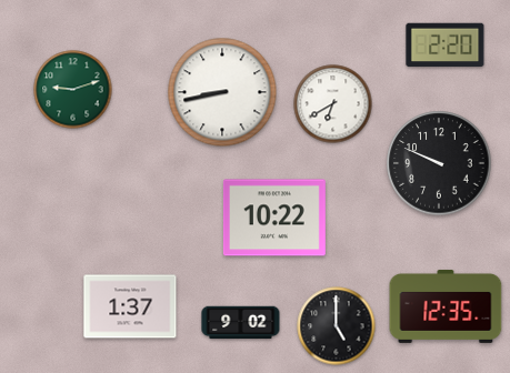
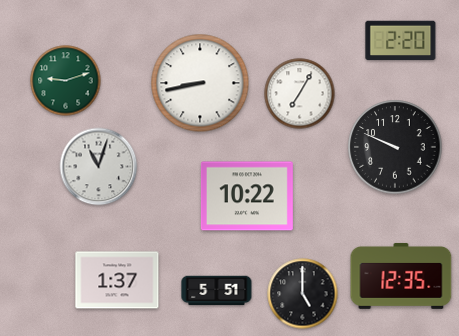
clock at (333, 104): 6:40 -> 7:05
clock at (99, 167): none -> 11:03
clock at (130, 306) position: (130, 306) -> (117, 280)
clock at (241, 323): 9:02 -> 5:51
